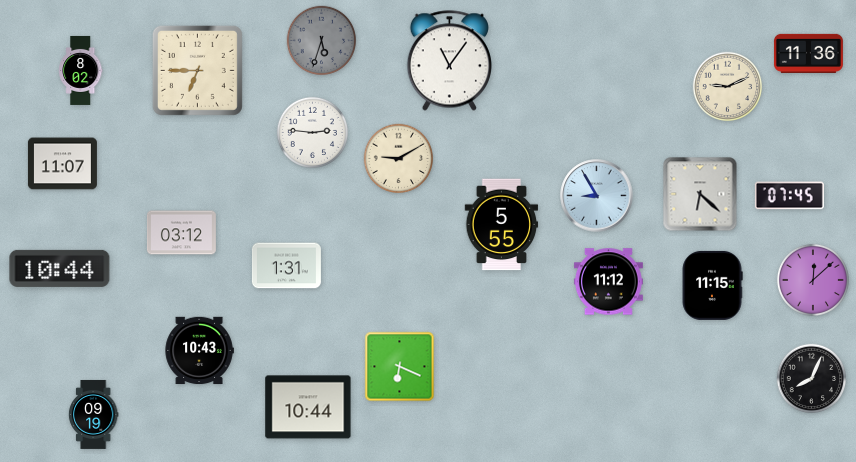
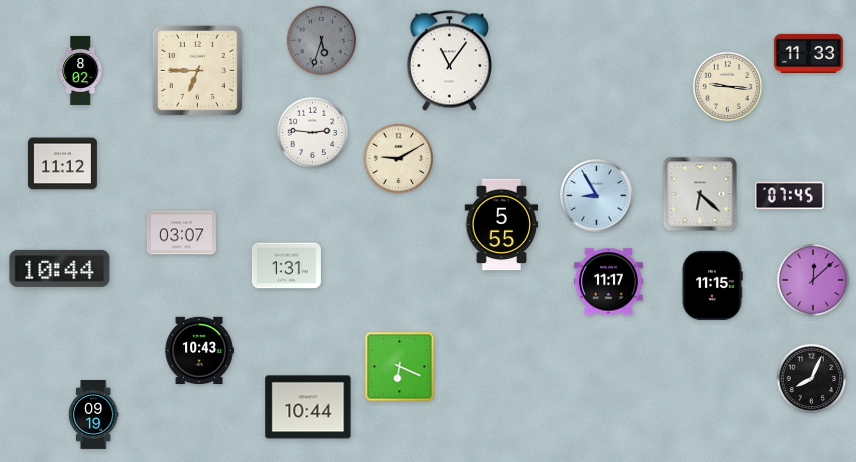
clock at (808, 53): 11:36 -> 11:33
clock at (728, 87): 9:11 -> 9:16
clock at (62, 164): 11:07 -> 11:12
clock at (181, 233): 03:12 -> 03:07
clock at (608, 282): 11:12 -> 11:17
